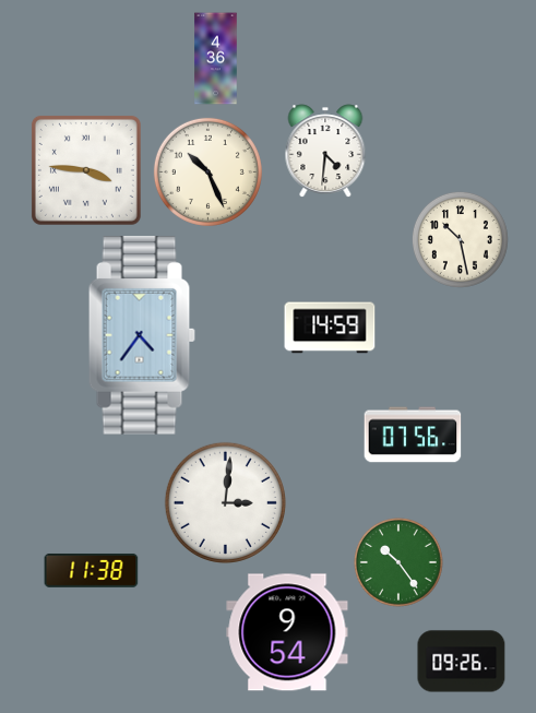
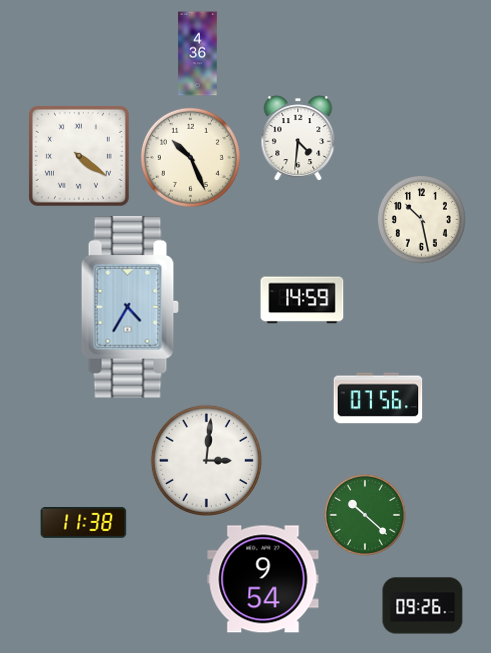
clock at (86, 170): 3:46 -> 4:21
clock at (142, 335): 4:36 -> 4:35
clock at (400, 563): 10:24 -> 10:22
